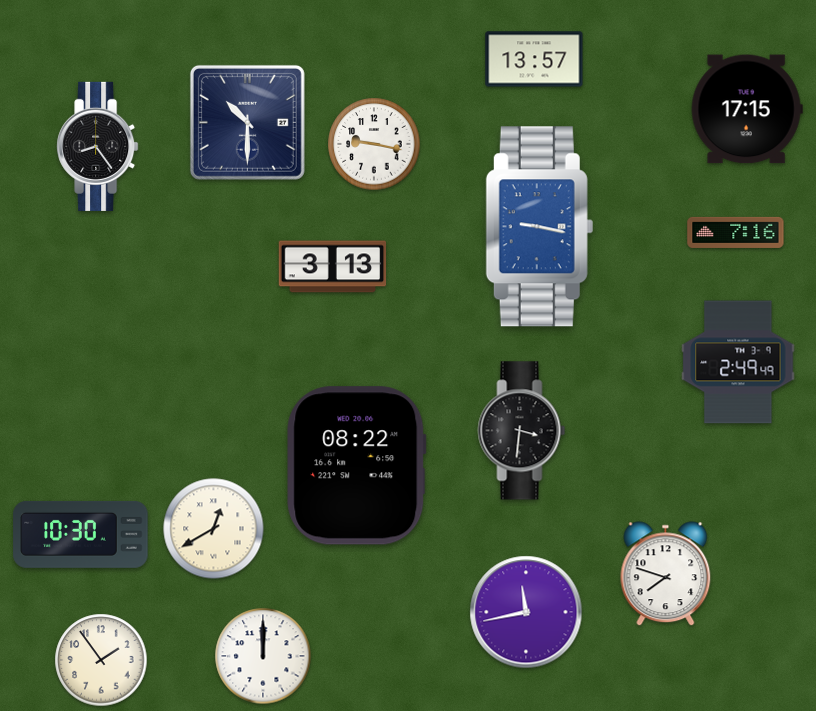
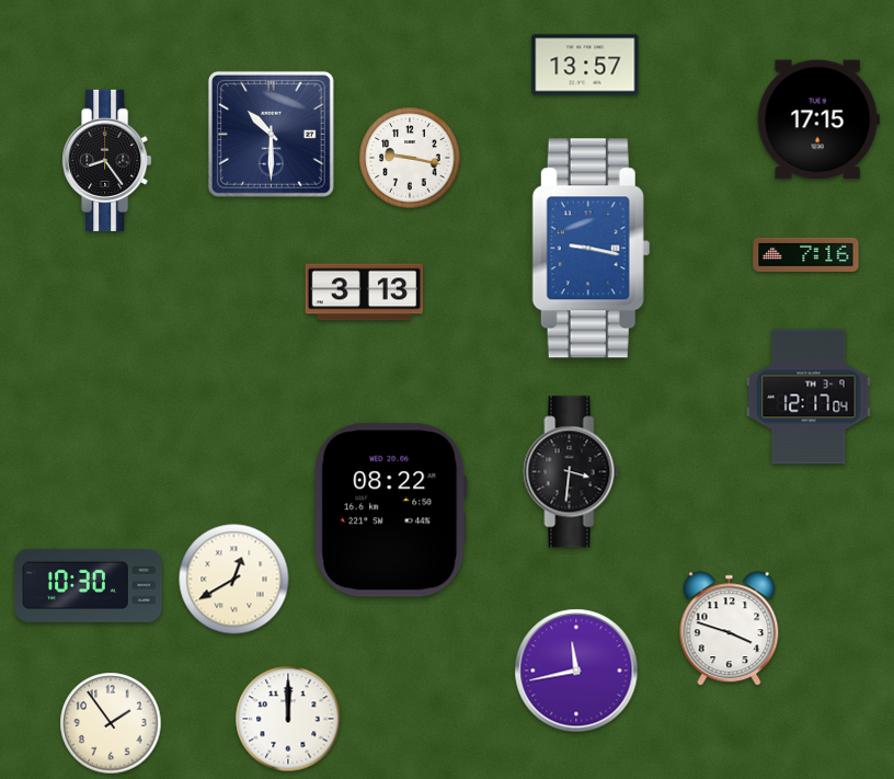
clock at (738, 362): 2:49 -> 12:17
clock at (666, 574): 7:48 -> 3:48
